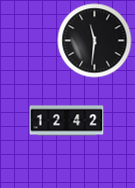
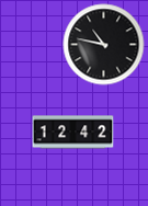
clock at (95, 41): 11:31 -> 10:47
